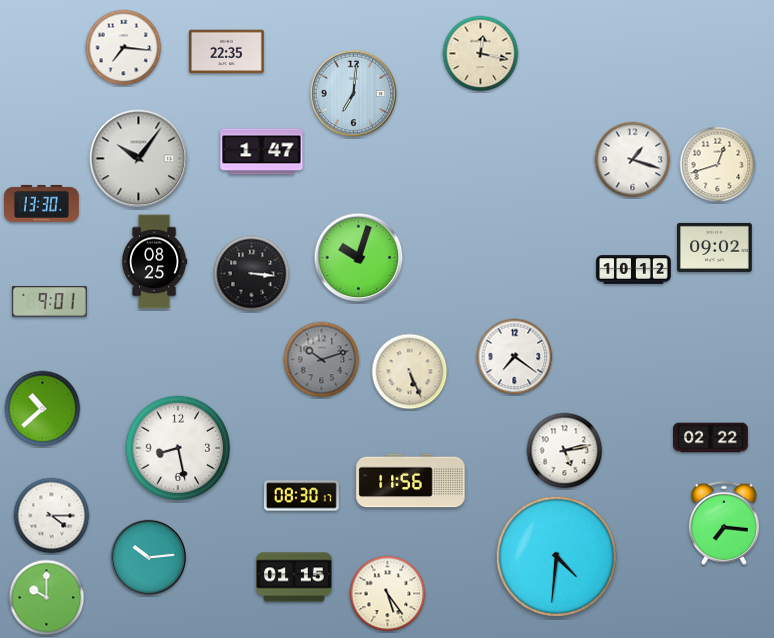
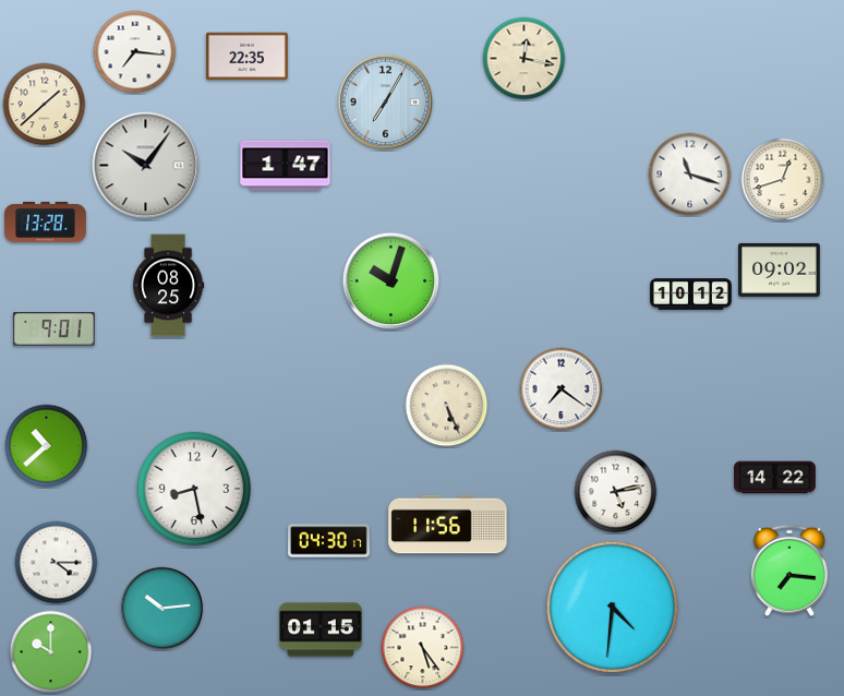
clock at (354, 94): 7:01 -> 7:05
clock at (45, 105): none -> 1:38
clock at (139, 159) position: (139, 159) -> (146, 166)
clock at (633, 160): 1:18 -> 11:18
clock at (42, 203): 13:30 -> 13:28
clock at (252, 274): 3:16 -> none
clock at (322, 360): 10:12 -> none
clock at (711, 438): 02:22 -> 14:22
clock at (302, 496): 08:30 -> 04:30
clock at (556, 556) position: (556, 556) -> (612, 607)
